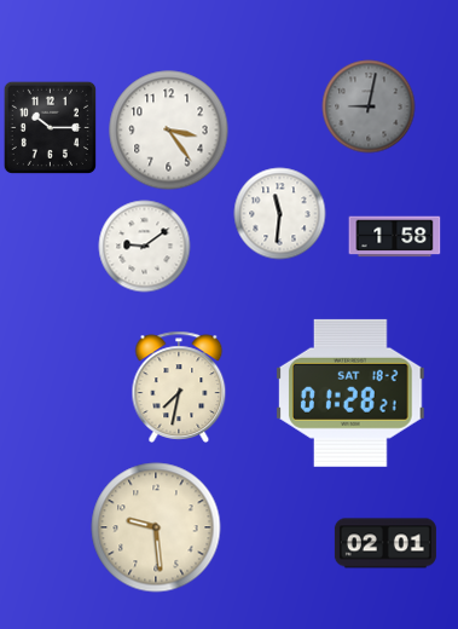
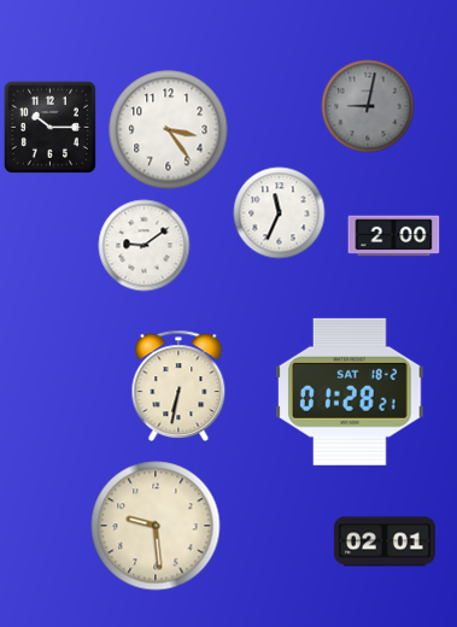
clock at (280, 214): 11:31 -> 11:34
clock at (395, 237): 1:58 -> 2:00
clock at (179, 387): 7:32 -> 6:32
